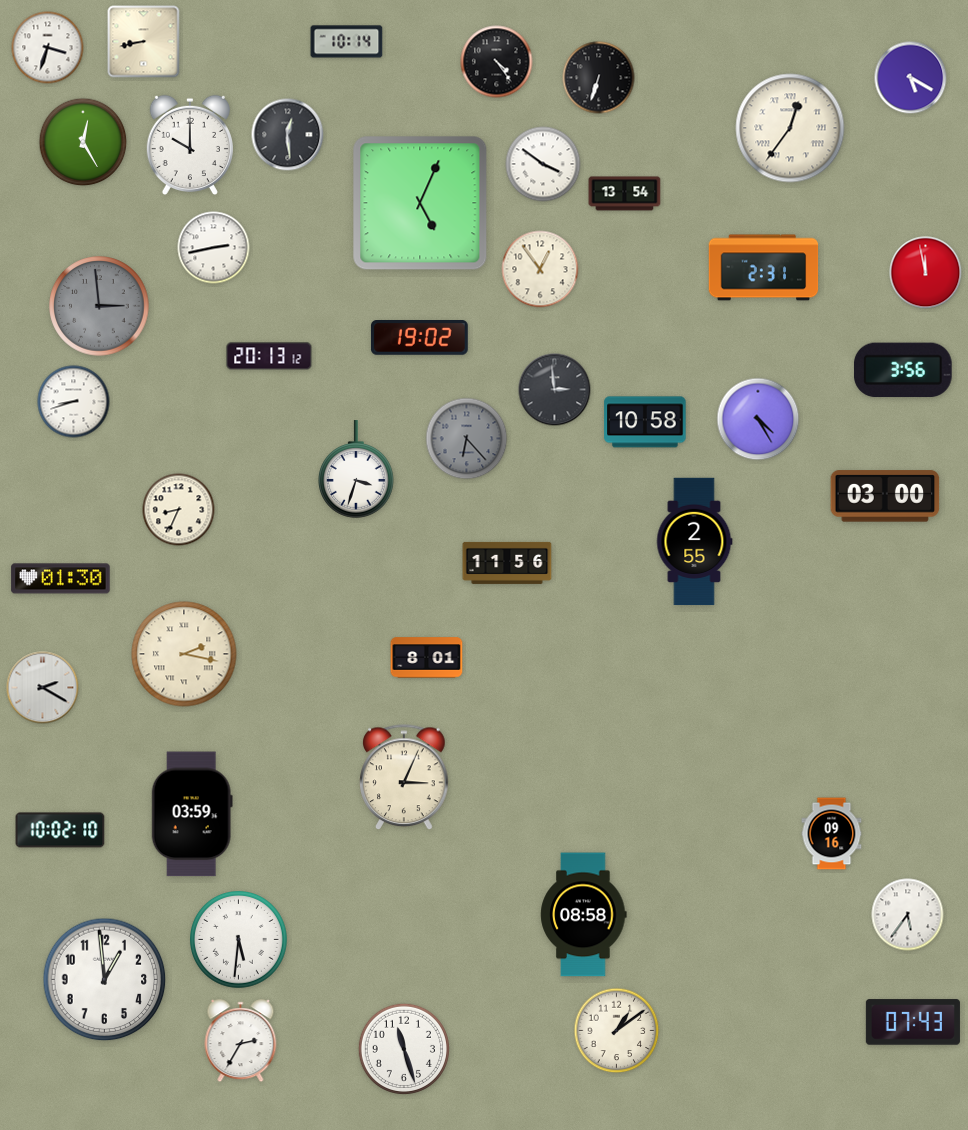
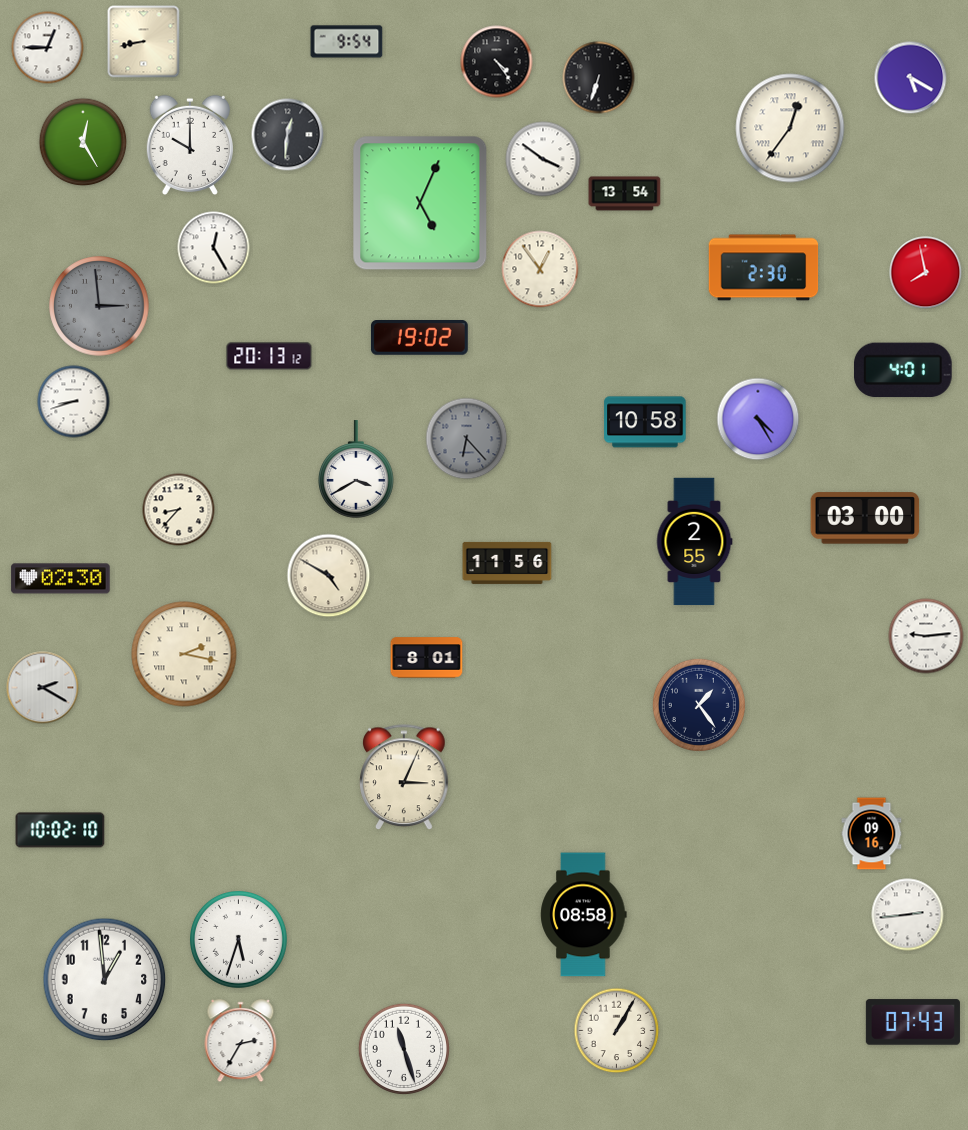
clock at (347, 42): 10:14 -> 9:54
clock at (48, 48): 3:33 -> 12:45
clock at (288, 135): 12:29 -> 12:31
clock at (543, 164) position: (543, 164) -> (543, 159)
clock at (214, 248): 2:43 -> 12:25
clock at (764, 268): 2:31 -> 2:30
clock at (926, 273): 11:58 -> 7:58
clock at (904, 370): 3:56 -> 4:01
clock at (555, 390): 2:59 -> none
clock at (357, 469): 3:33 -> 3:40
clock at (885, 496) position: (885, 496) -> (865, 518)
clock at (179, 510): 8:34 -> 8:37
clock at (329, 576): none -> 4:50
clock at (61, 579): 01:30 -> 02:30
clock at (926, 636): none -> 9:14
clock at (699, 705): none -> 1:24
clock at (192, 814): 03:59 -> none
clock at (832, 834) position: (832, 834) -> (872, 834)
clock at (908, 915): 5:36 -> 2:44
clock at (239, 940): 5:31 -> 5:33
clock at (617, 1031): 1:09 -> 1:05
